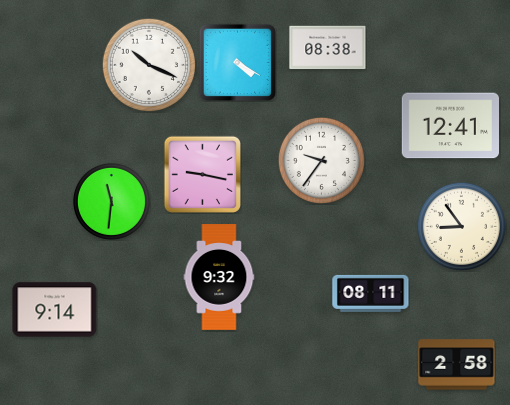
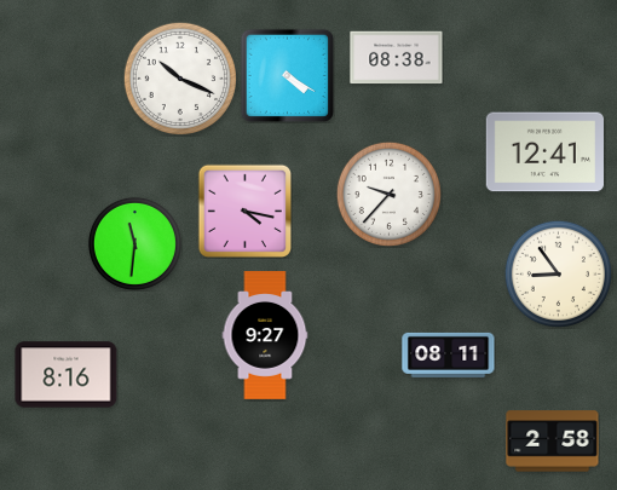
clock at (321, 160): 9:36 -> 9:37
clock at (202, 174): 9:17 -> 4:17
clock at (219, 277): 9:32 -> 9:27
clock at (55, 310): 9:14 -> 8:16
